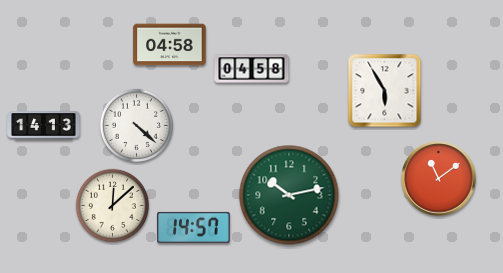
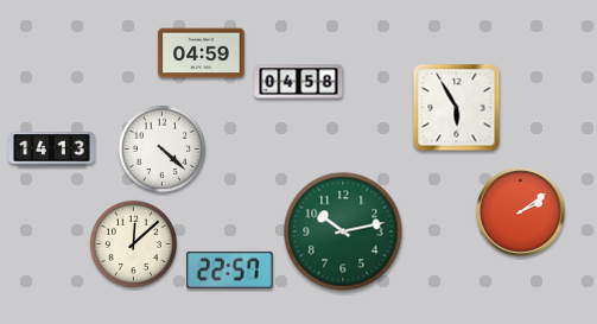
clock at (170, 45): 04:58 -> 04:59
clock at (439, 179): 11:09 -> 2:09
clock at (194, 227): 14:57 -> 22:57
